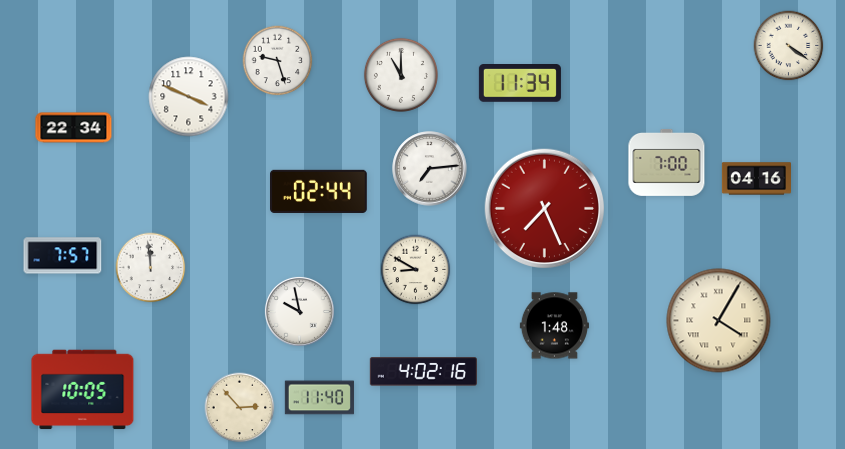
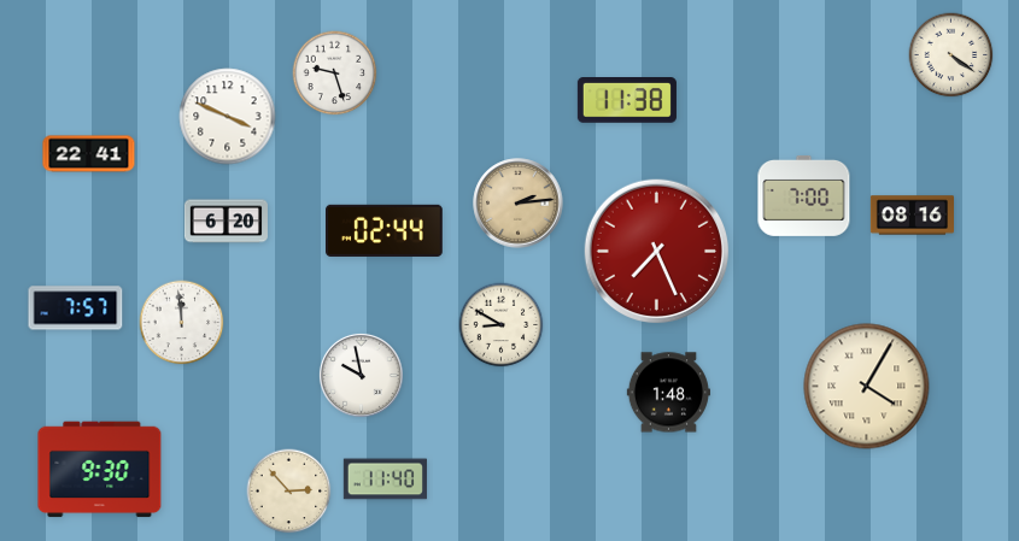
clock at (401, 75): 11:00 -> none
clock at (520, 84): 11:34 -> 11:38
clock at (74, 128): 22:34 -> 22:41
clock at (430, 169): 7:14 -> 2:14
clock at (430, 169) dial: white -> champagne
clock at (756, 179): 04:16 -> 08:16
clock at (226, 222): none -> 6:20
clock at (423, 372): 4:02 -> none
clock at (83, 390): 10:05 -> 9:30
